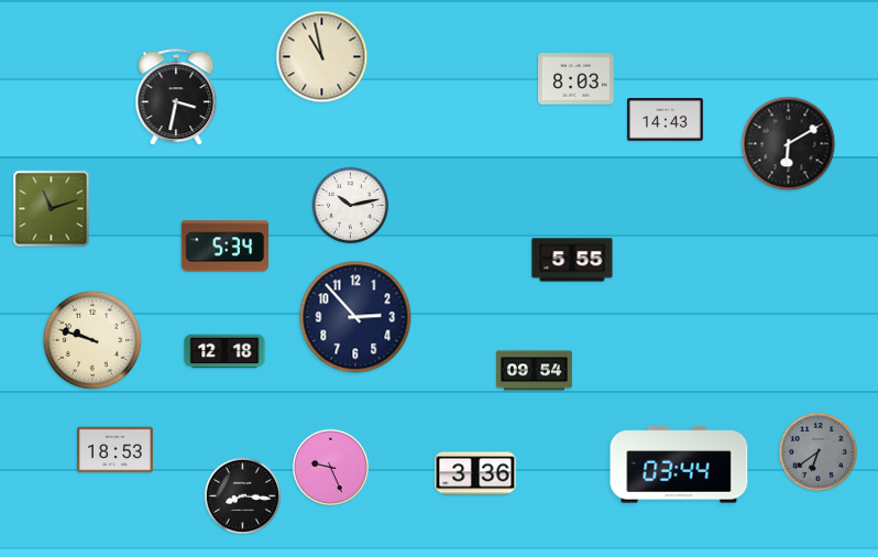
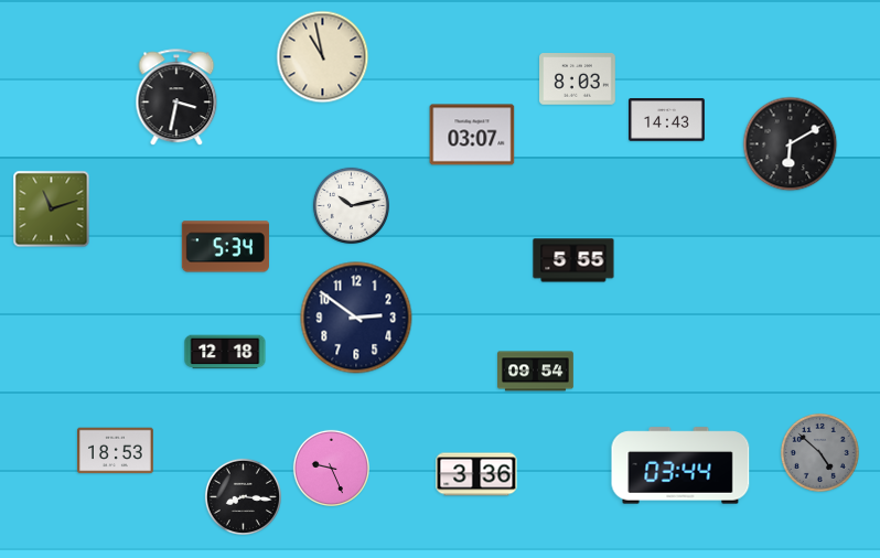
clock at (472, 135): none -> 03:07
clock at (355, 317): 2:53 -> 2:51
clock at (92, 340): 9:48 -> none
clock at (817, 451): 6:39 -> 4:52
